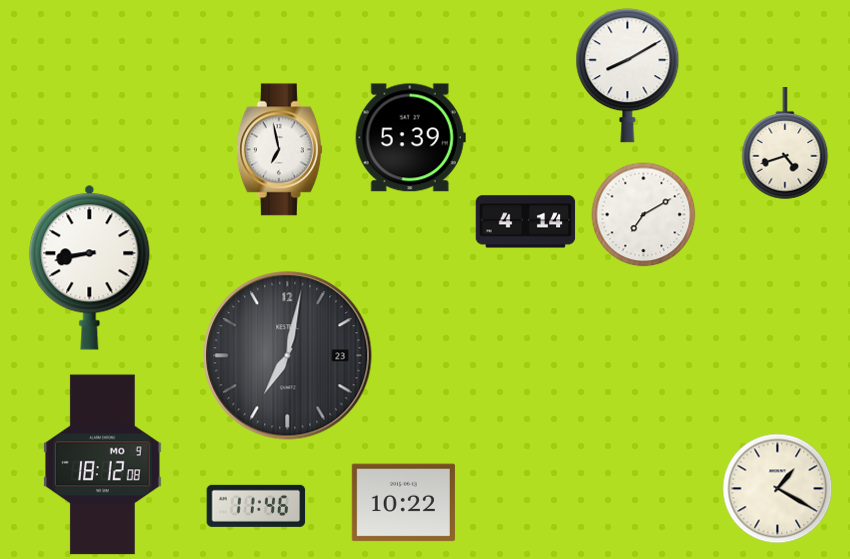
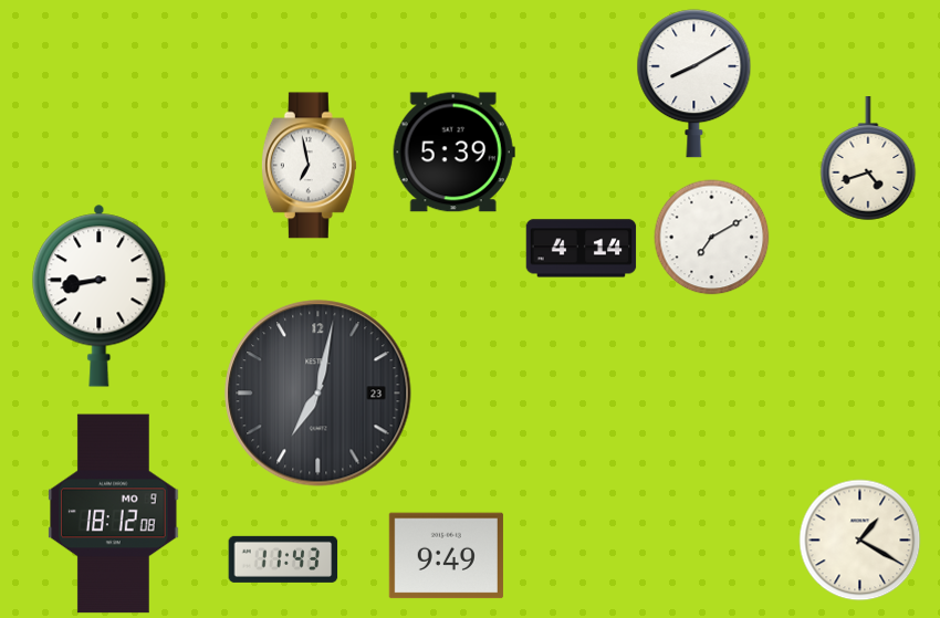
clock at (526, 222) position: (526, 222) -> (582, 249)
clock at (403, 503): 10:22 -> 9:49
clock at (256, 506): 11:46 -> 11:43
